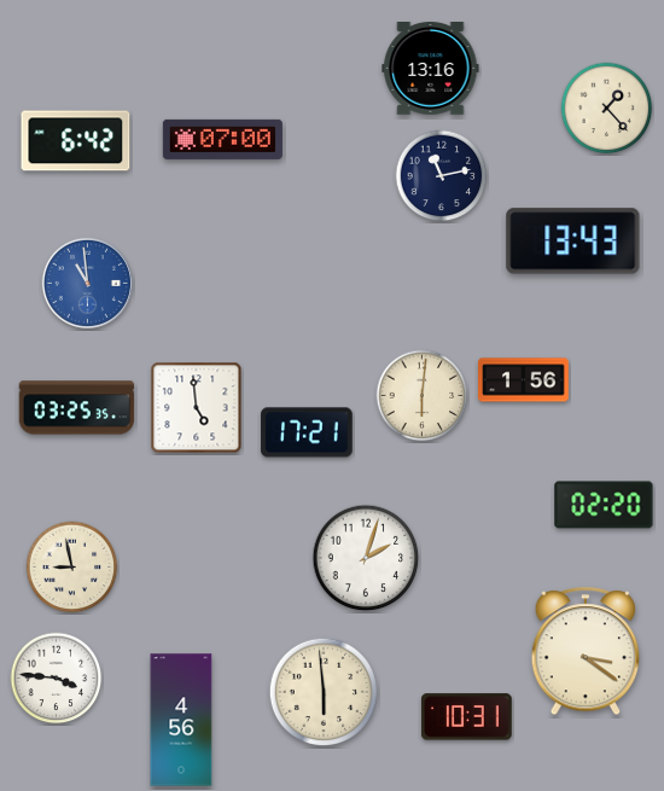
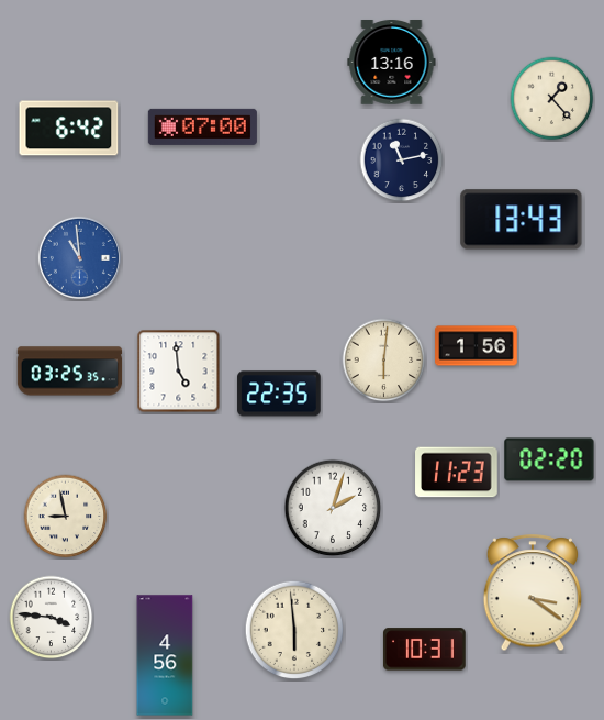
clock at (307, 432): 17:21 -> 22:35
clock at (457, 473): none -> 11:23
clock at (467, 717) position: (467, 717) -> (425, 650)
